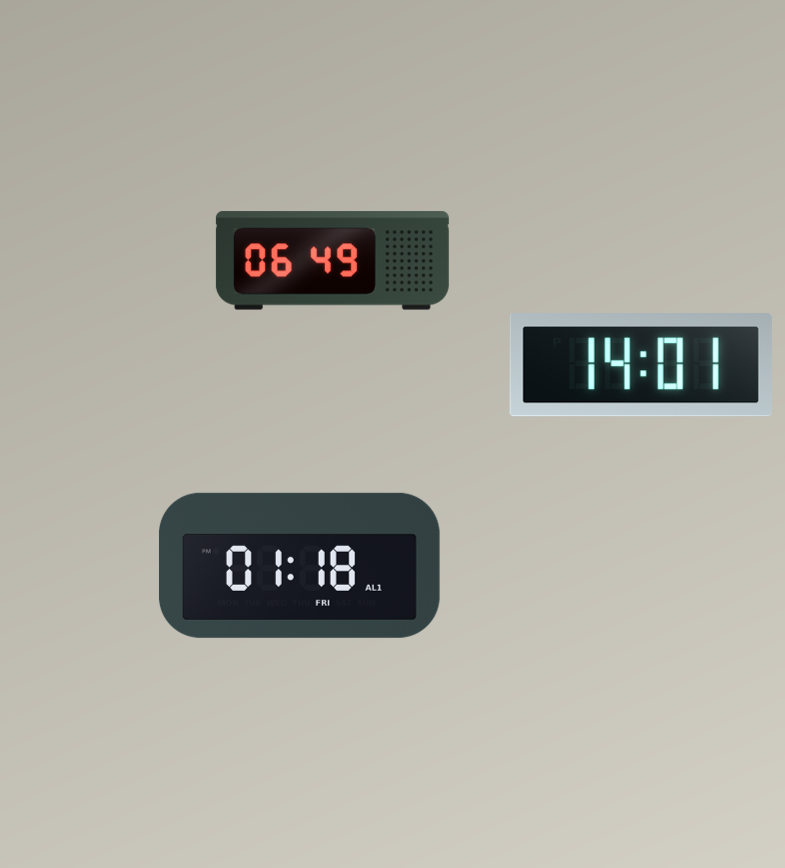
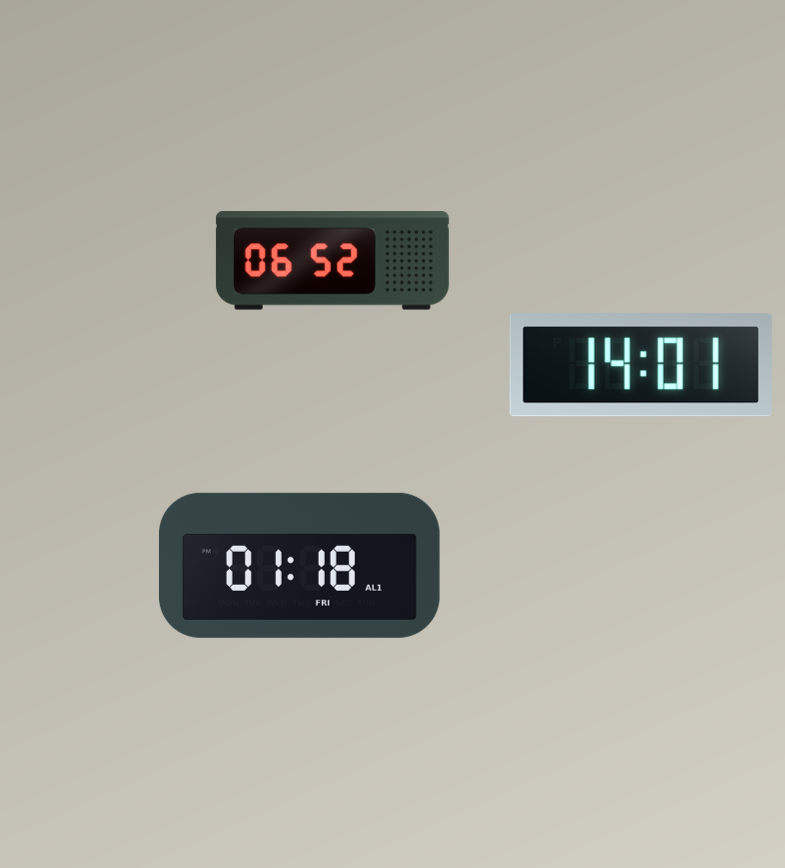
clock at (332, 261): 06:49 -> 06:52
